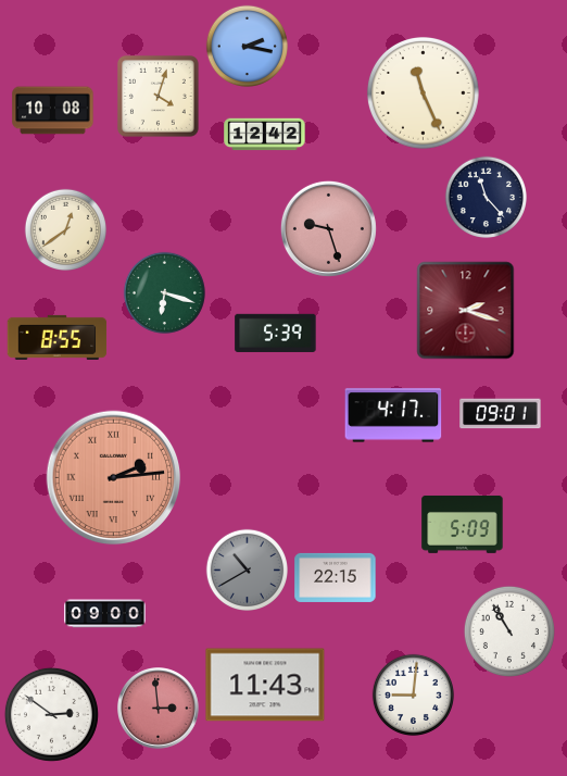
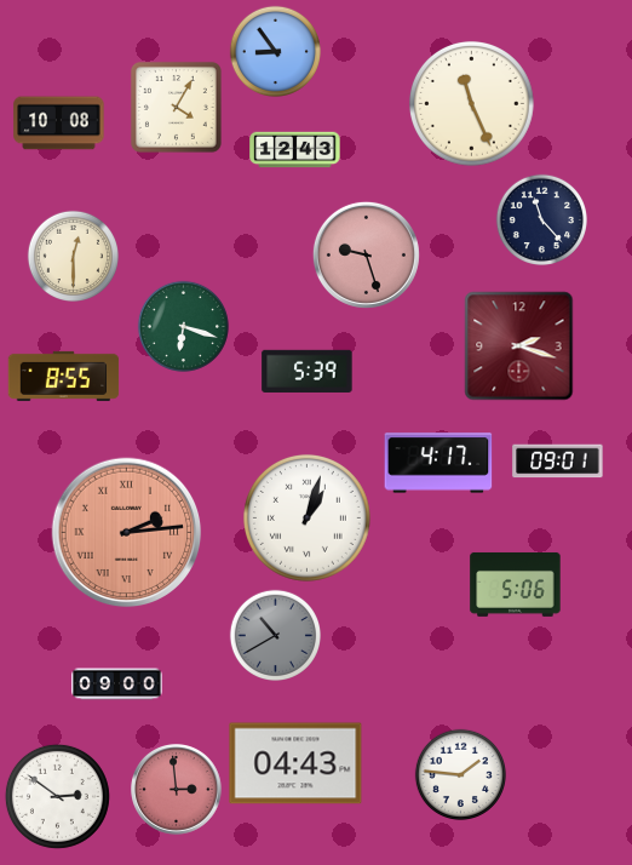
clock at (247, 46): 2:17 -> 8:54
clock at (157, 96): 4:03 -> 4:05
clock at (265, 135): 12:42 -> 12:43
clock at (65, 229): 12:39 -> 12:30
clock at (308, 519): none -> 1:03
clock at (463, 524): 5:09 -> 5:06
clock at (336, 577): 22:15 -> none
clock at (509, 631): 10:55 -> none
clock at (265, 685): 11:43 -> 04:43
clock at (413, 694): 9:01 -> 1:46
